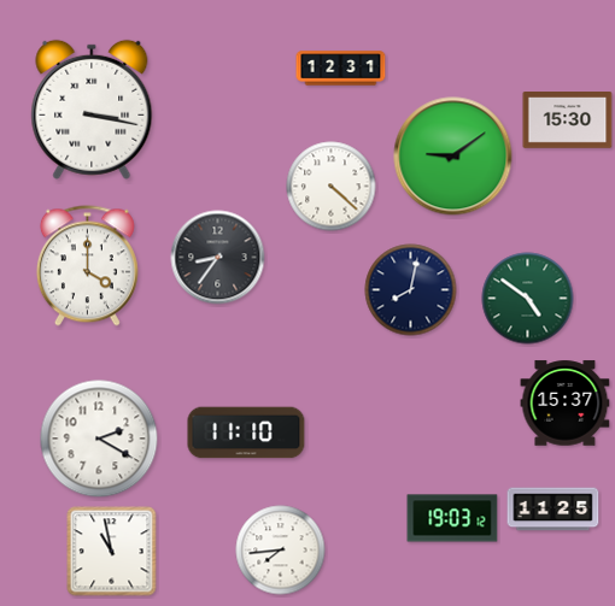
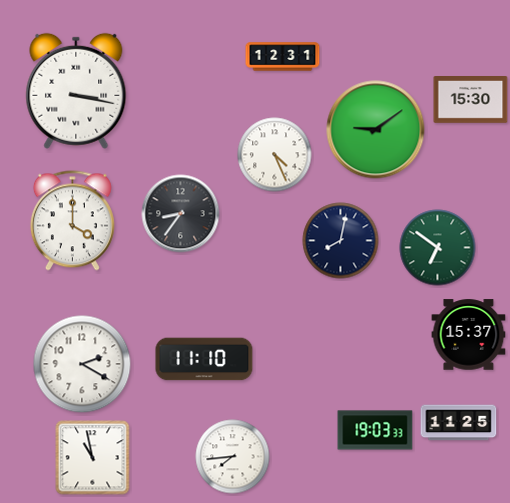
clock at (332, 187): 4:22 -> 4:26
clock at (528, 299): 4:51 -> 6:51
clock at (452, 518): 19:03:12 -> 19:03:33
